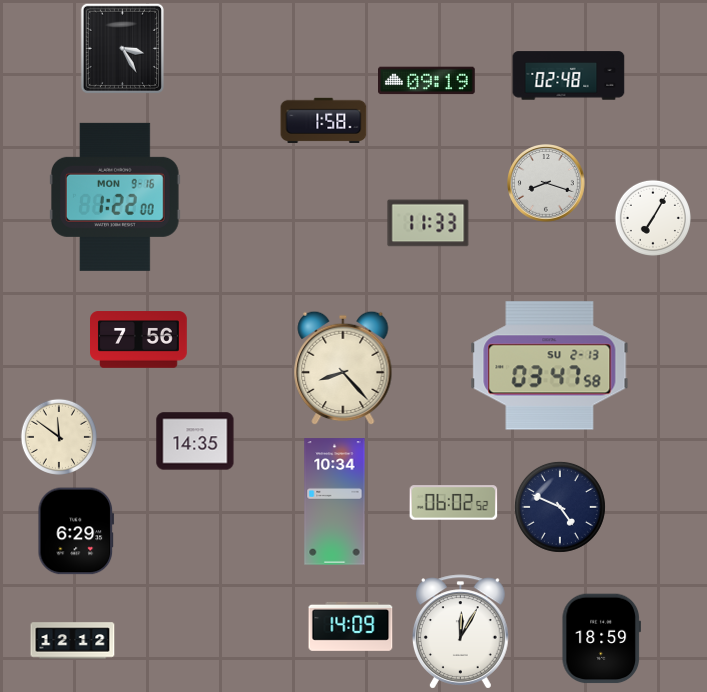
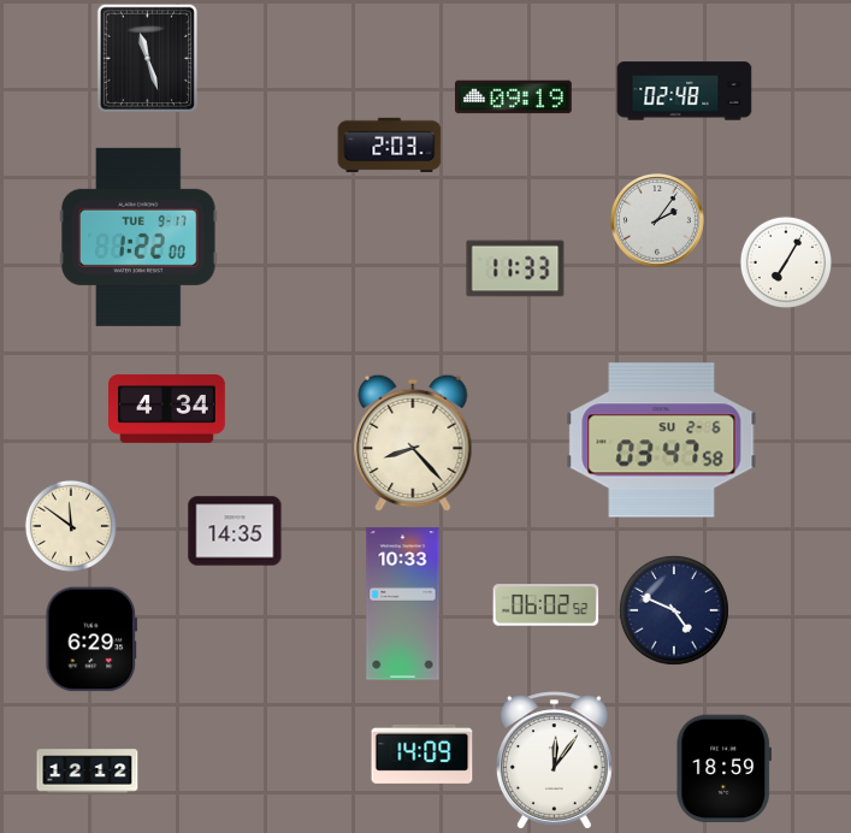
clock at (122, 48): 3:25 -> 11:27
clock at (324, 120): 1:58 -> 2:03
clock at (547, 184): 8:18 -> 2:06
clock at (115, 197) date: MON 9-16 -> TUE 9-17
clock at (139, 340): 7:56 -> 4:34
clock at (550, 366) date: SU 2-13 -> SU 2-6
clock at (335, 502): 10:34 -> 10:33
clock at (461, 632): 12:05 -> 12:06
